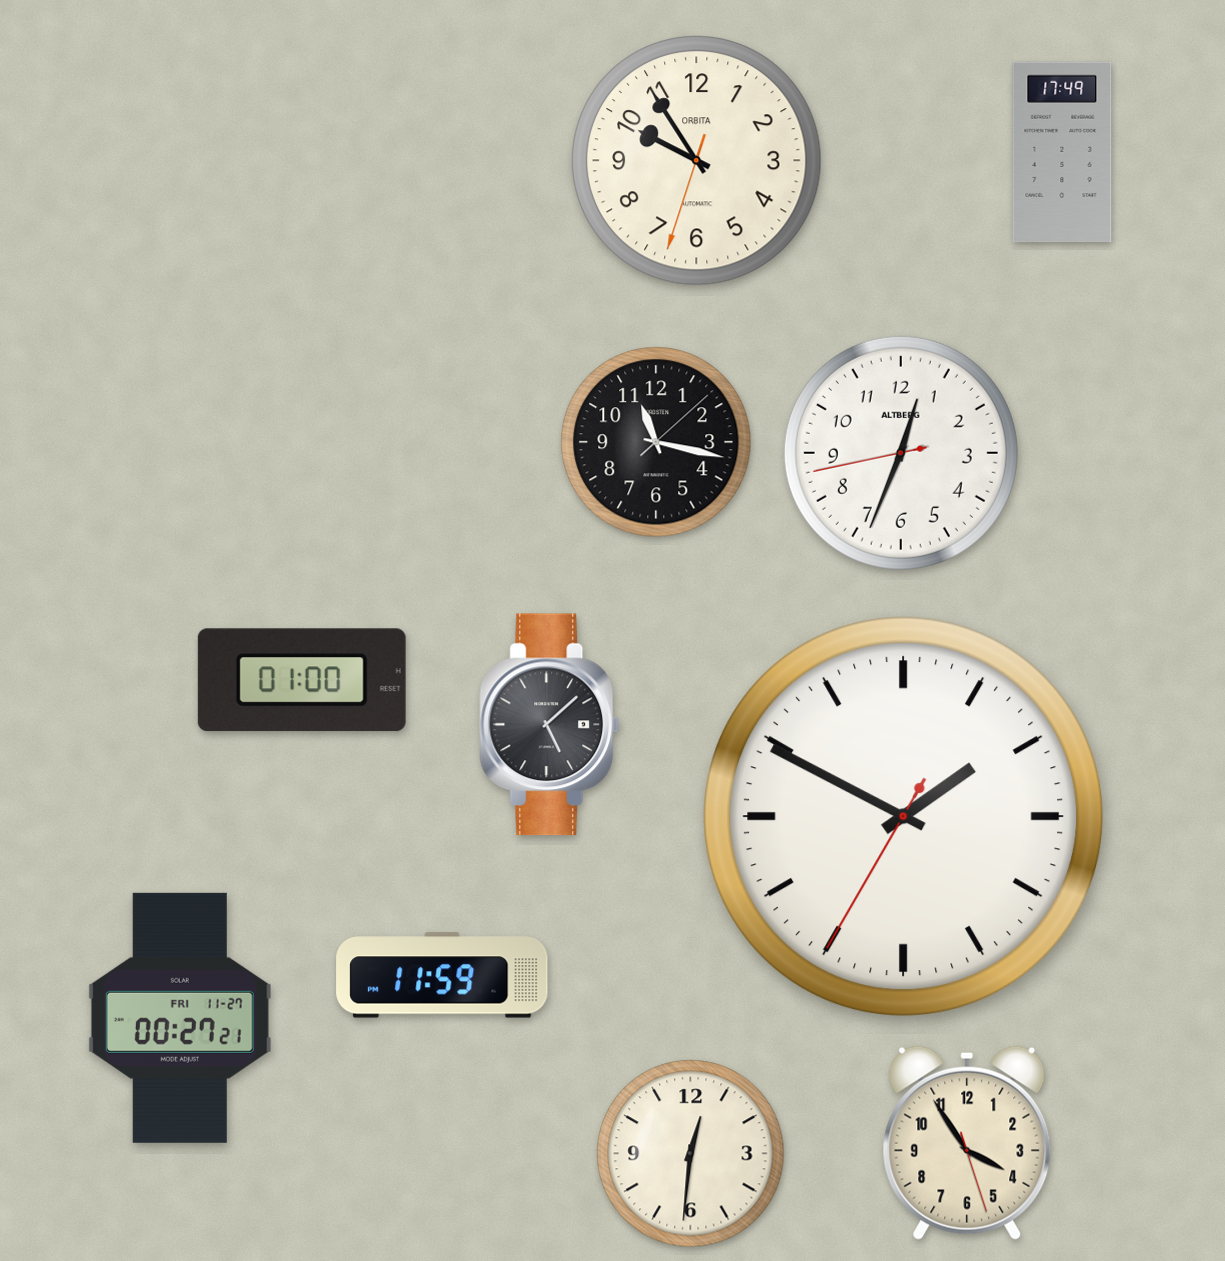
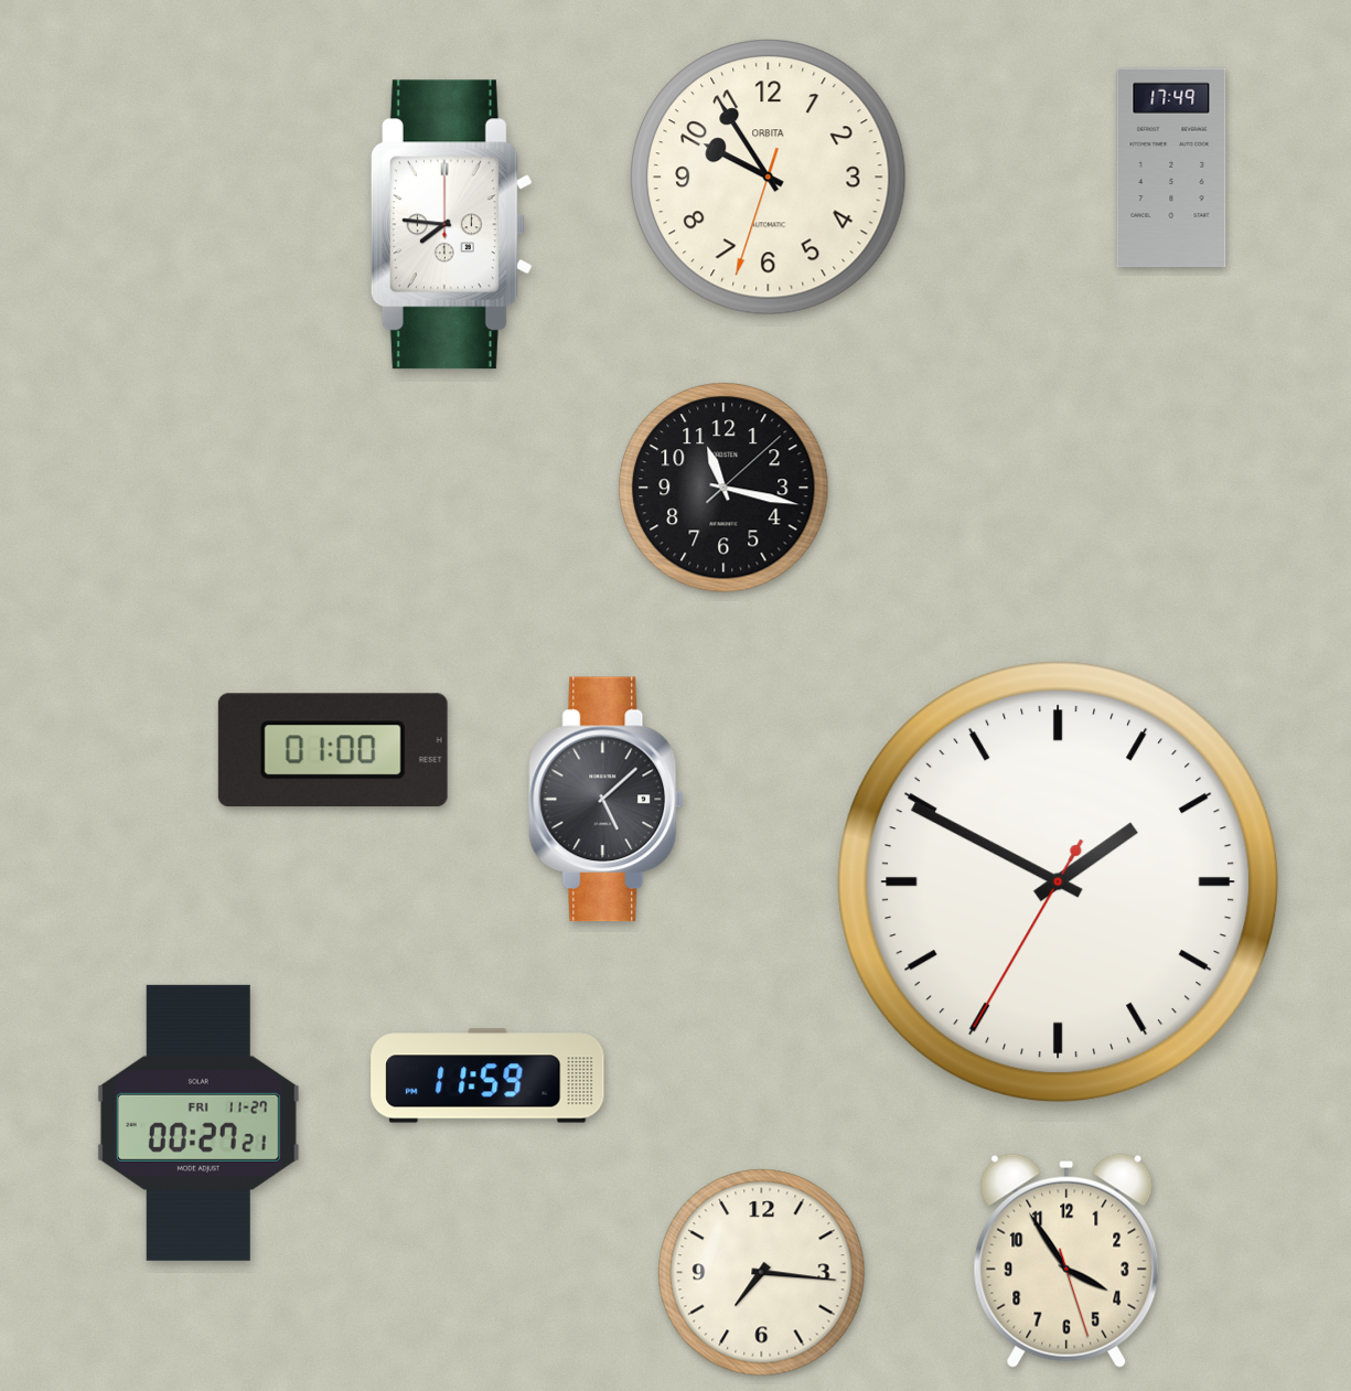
clock at (451, 225): none -> 7:46
clock at (901, 453): 12:33 -> none
clock at (904, 817) position: (904, 817) -> (1059, 882)
clock at (691, 1154): 12:31 -> 7:16
